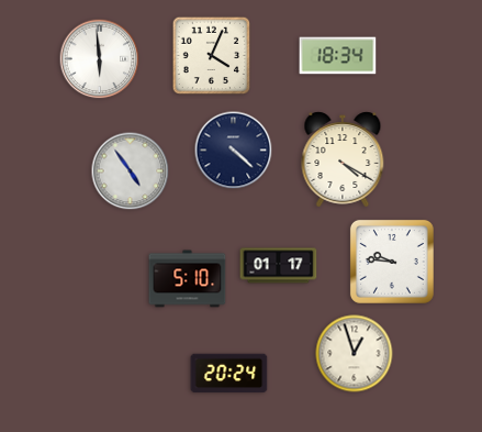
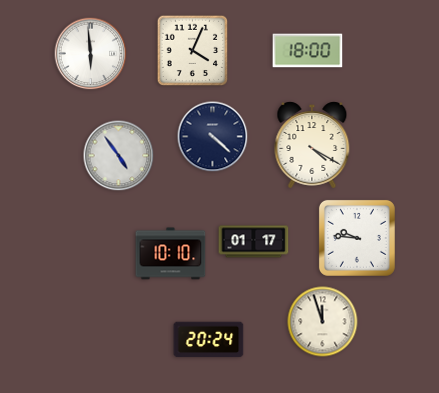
clock at (338, 56): 18:34 -> 18:00
clock at (188, 279): 5:10 -> 10:10
clock at (355, 354): 12:57 -> 11:57
